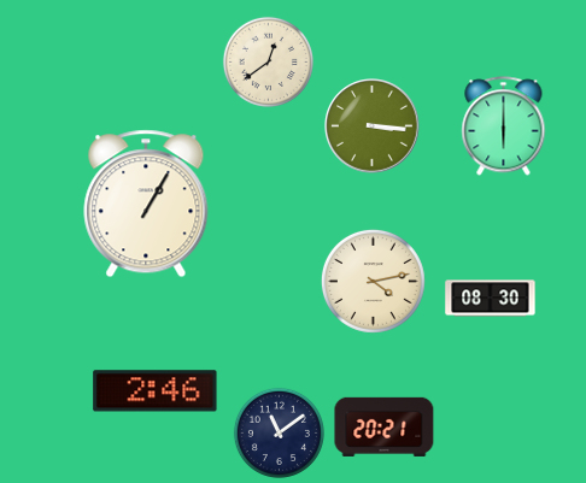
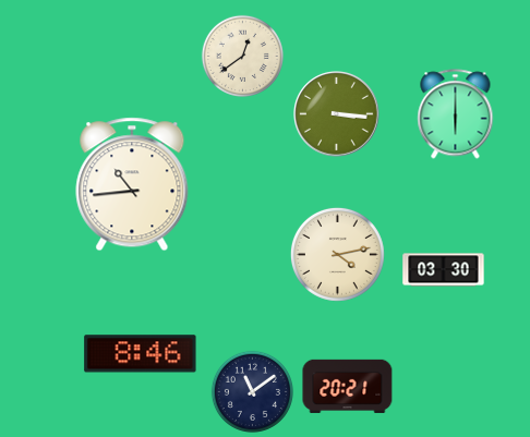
clock at (146, 204): 1:05 -> 10:44
clock at (491, 299): 08:30 -> 03:30
clock at (156, 391): 2:46 -> 8:46
